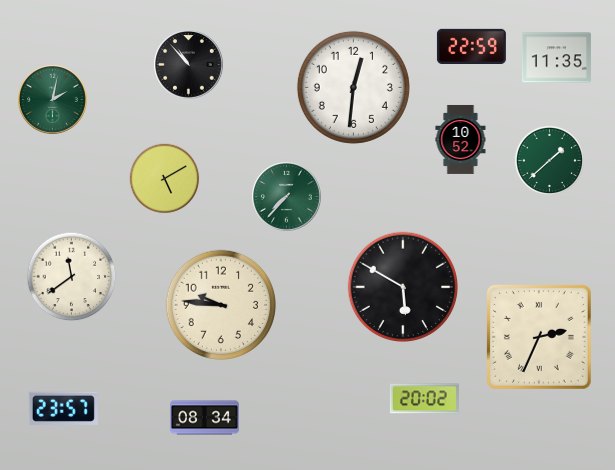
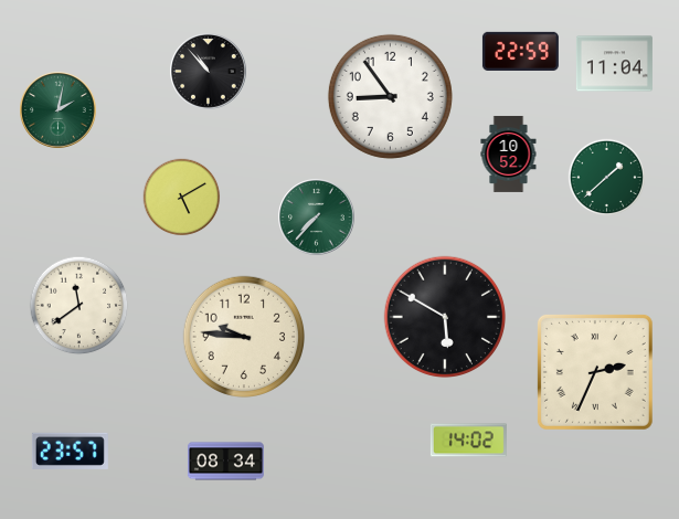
clock at (556, 58): 11:35 -> 11:04
clock at (353, 87): 12:31 -> 8:54
clock at (424, 399): 20:02 -> 14:02
